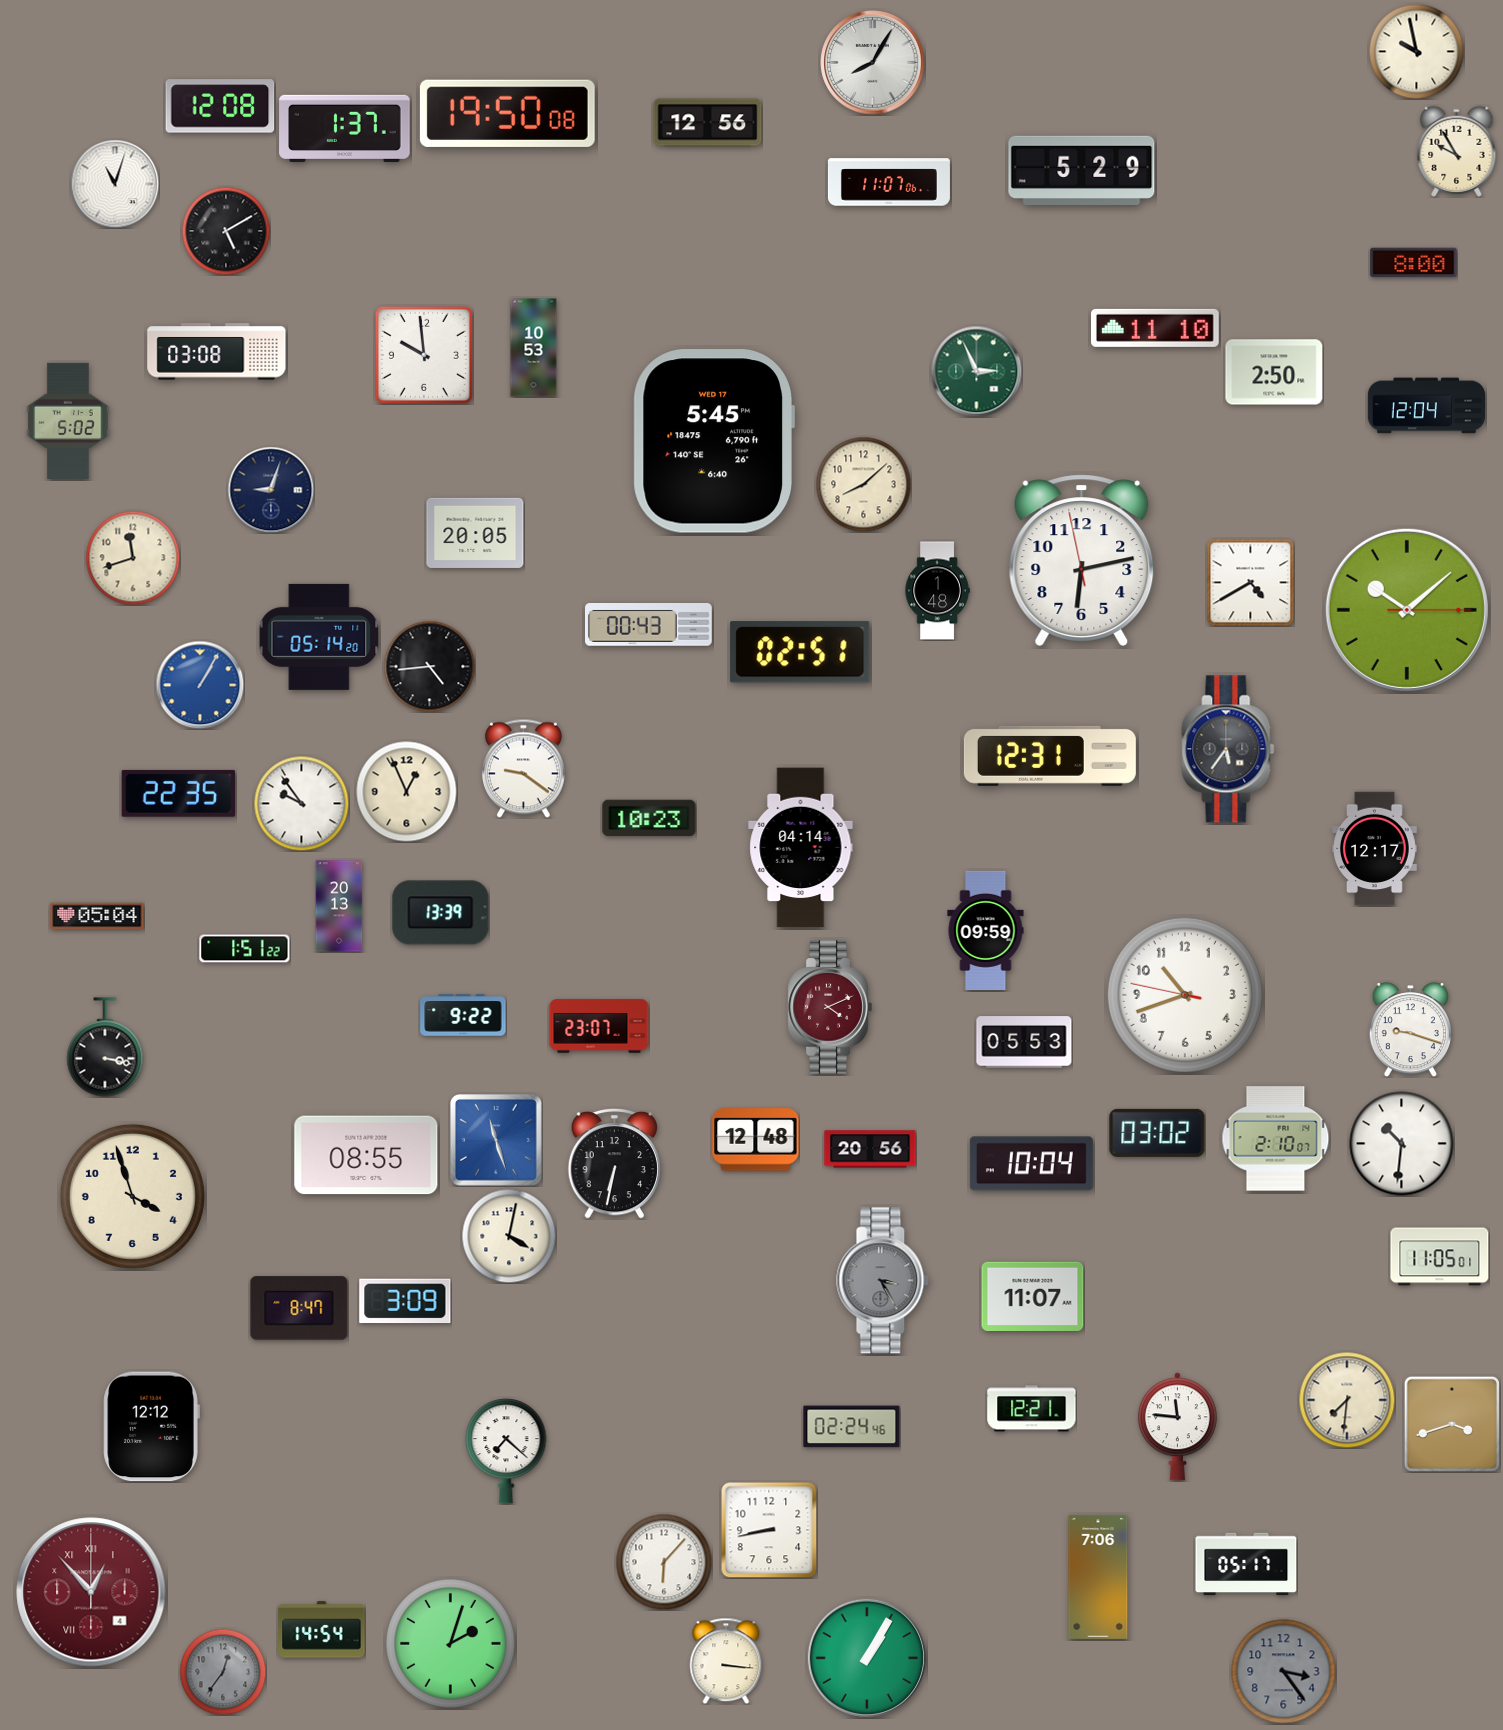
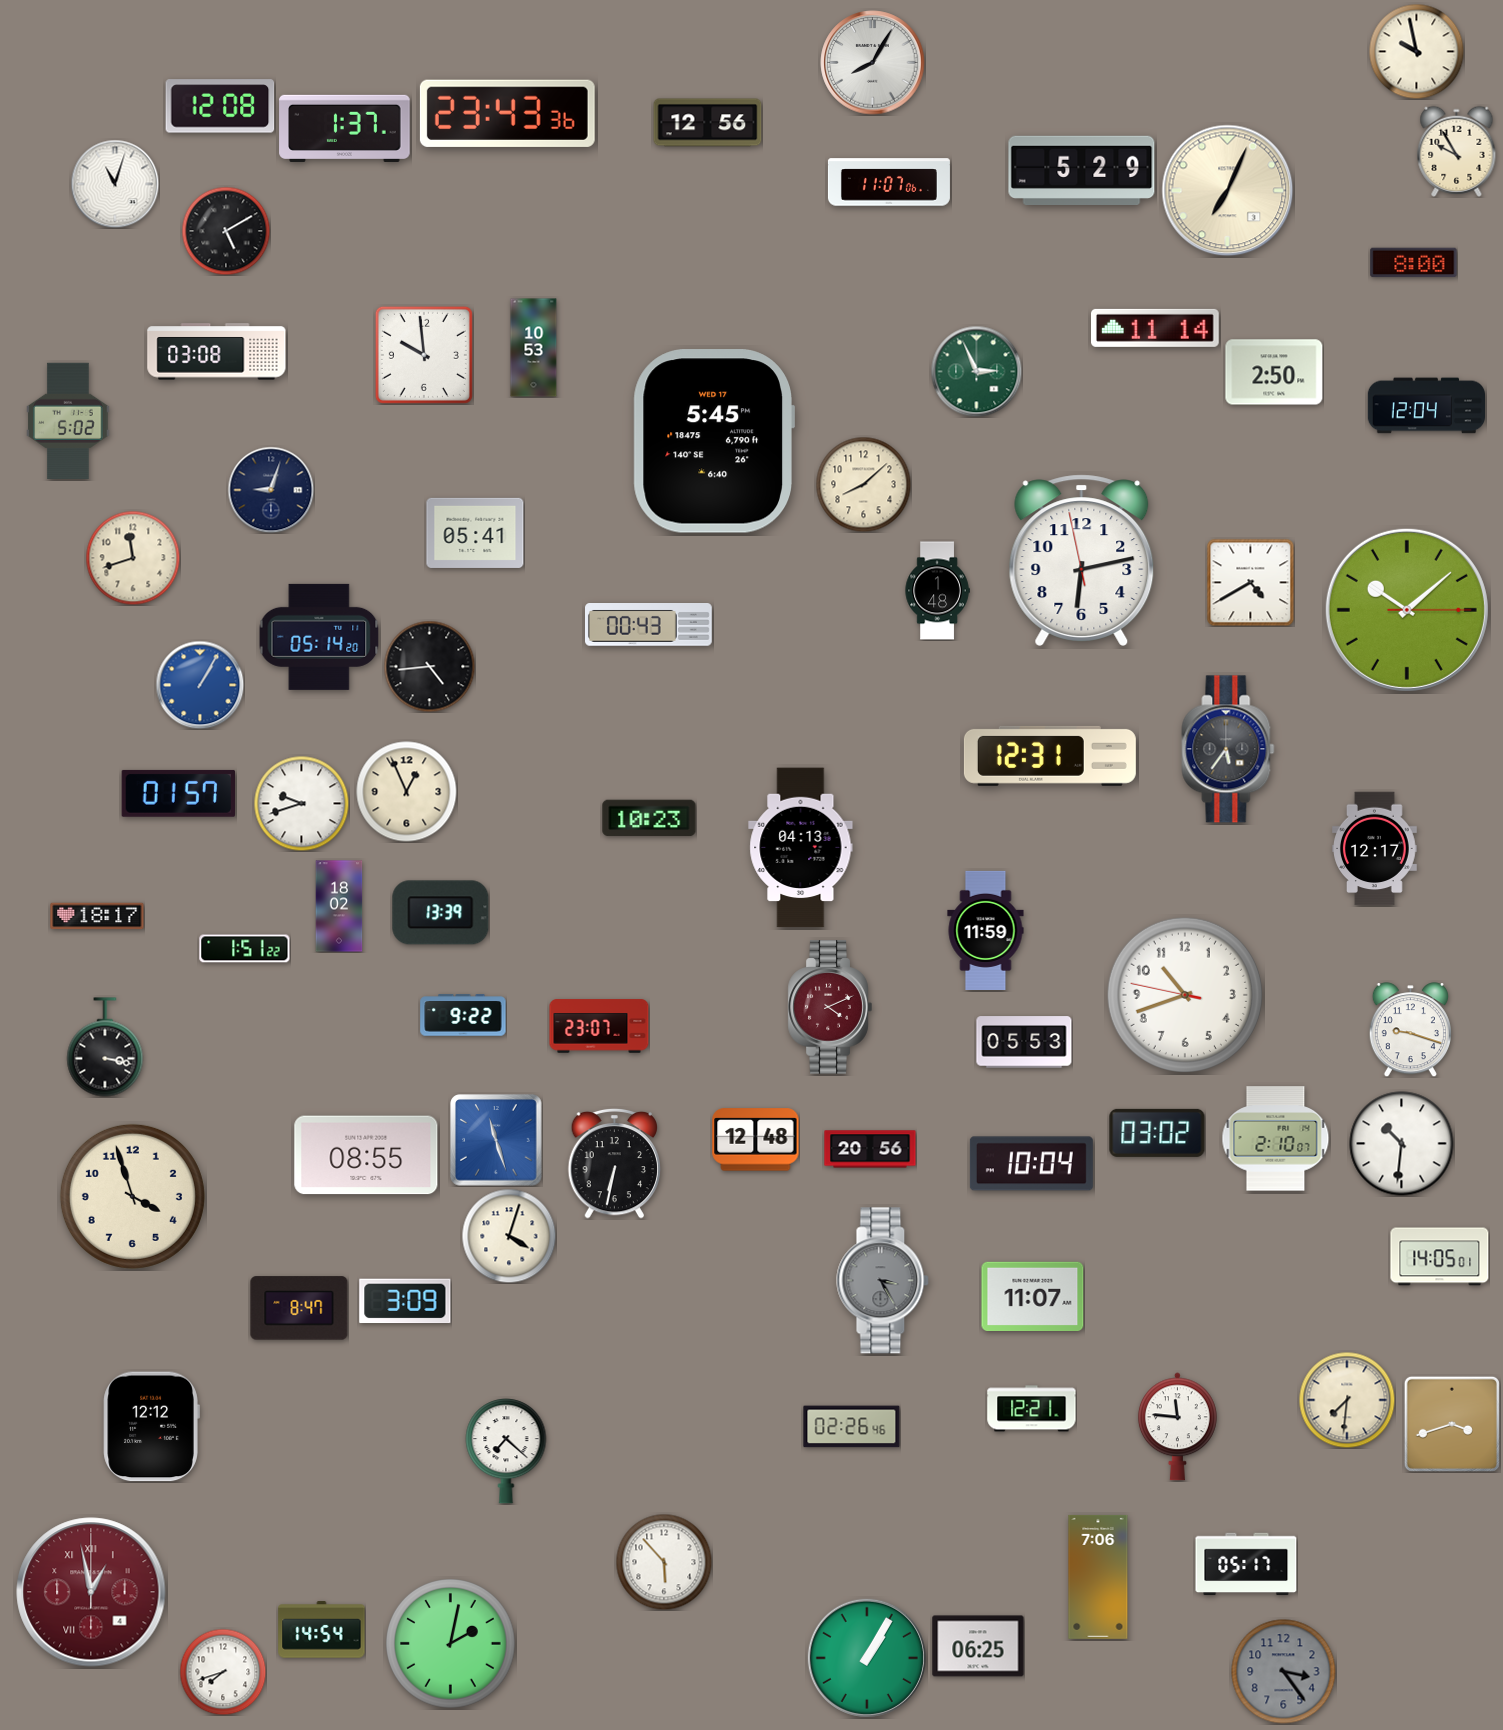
clock at (507, 113): 19:50 -> 23:43
clock at (1228, 191): none -> 7:04
clock at (1156, 328): 11:10 -> 11:14
clock at (475, 533): 20:05 -> 05:41
clock at (800, 652): 02:51 -> none
clock at (523, 768): 9:21 -> none
clock at (178, 793): 22:35 -> 01:57
clock at (301, 803): 9:54 -> 9:42
clock at (801, 848): 04:14 -> 04:13
clock at (339, 906): 20:13 -> 18:02
clock at (97, 916): 05:04 -> 18:17
clock at (986, 930): 09:59 -> 11:59
clock at (509, 1236): 4:02 -> 4:03
clock at (1440, 1257): 11:05 -> 14:05
clock at (852, 1427): 02:24 -> 02:26
clock at (769, 1530): 8:43 -> none
clock at (664, 1562): 6:07 -> 5:53
clock at (91, 1592): 12:53 -> 12:58
clock at (451, 1644): 2:03 -> 2:02
clock at (978, 1646): none -> 06:25
clock at (726, 1661): 3:16 -> none
clock at (223, 1672): 12:36 -> 7:42
clock at (223, 1672) dial: grey -> white
